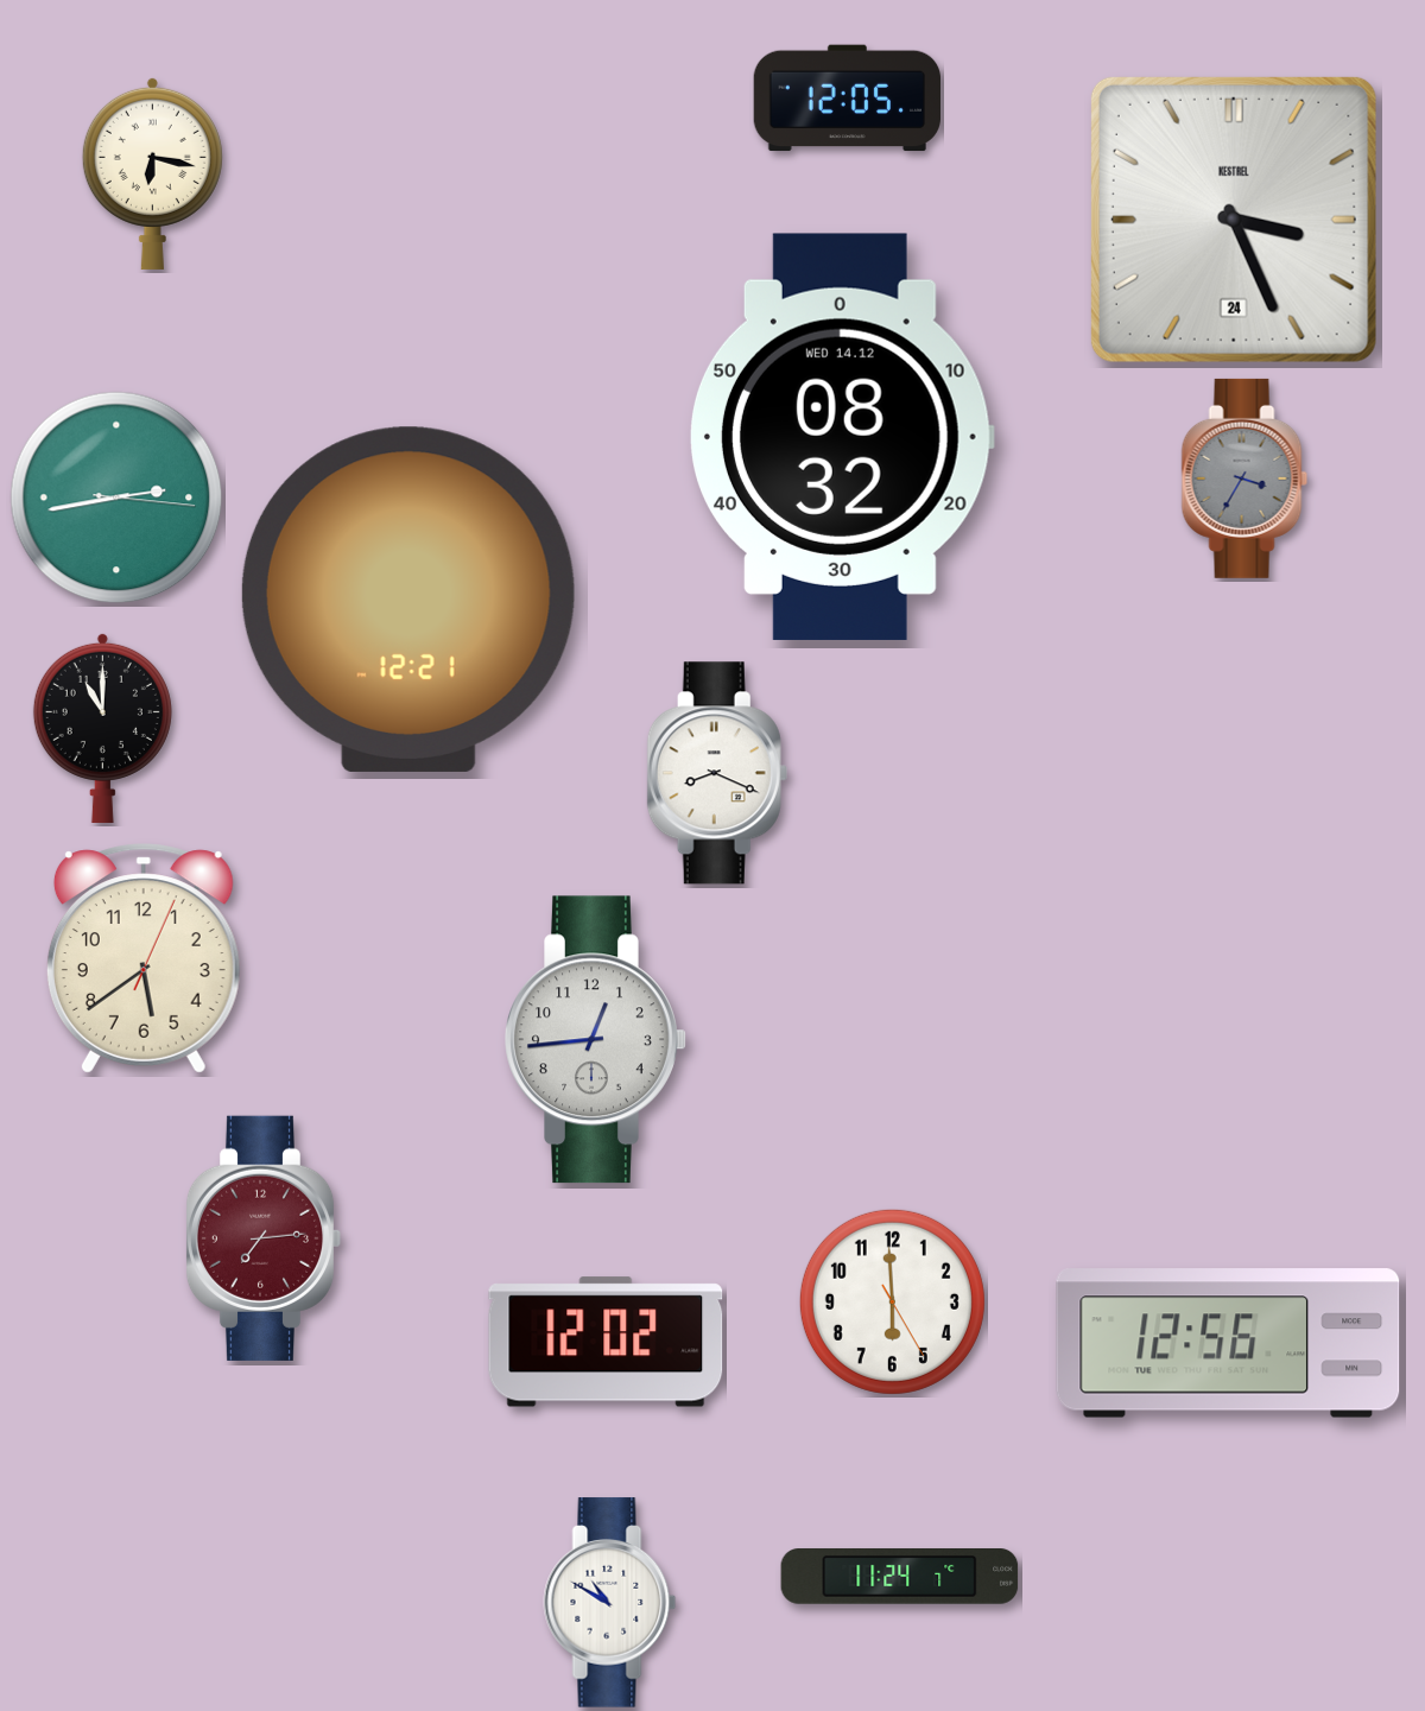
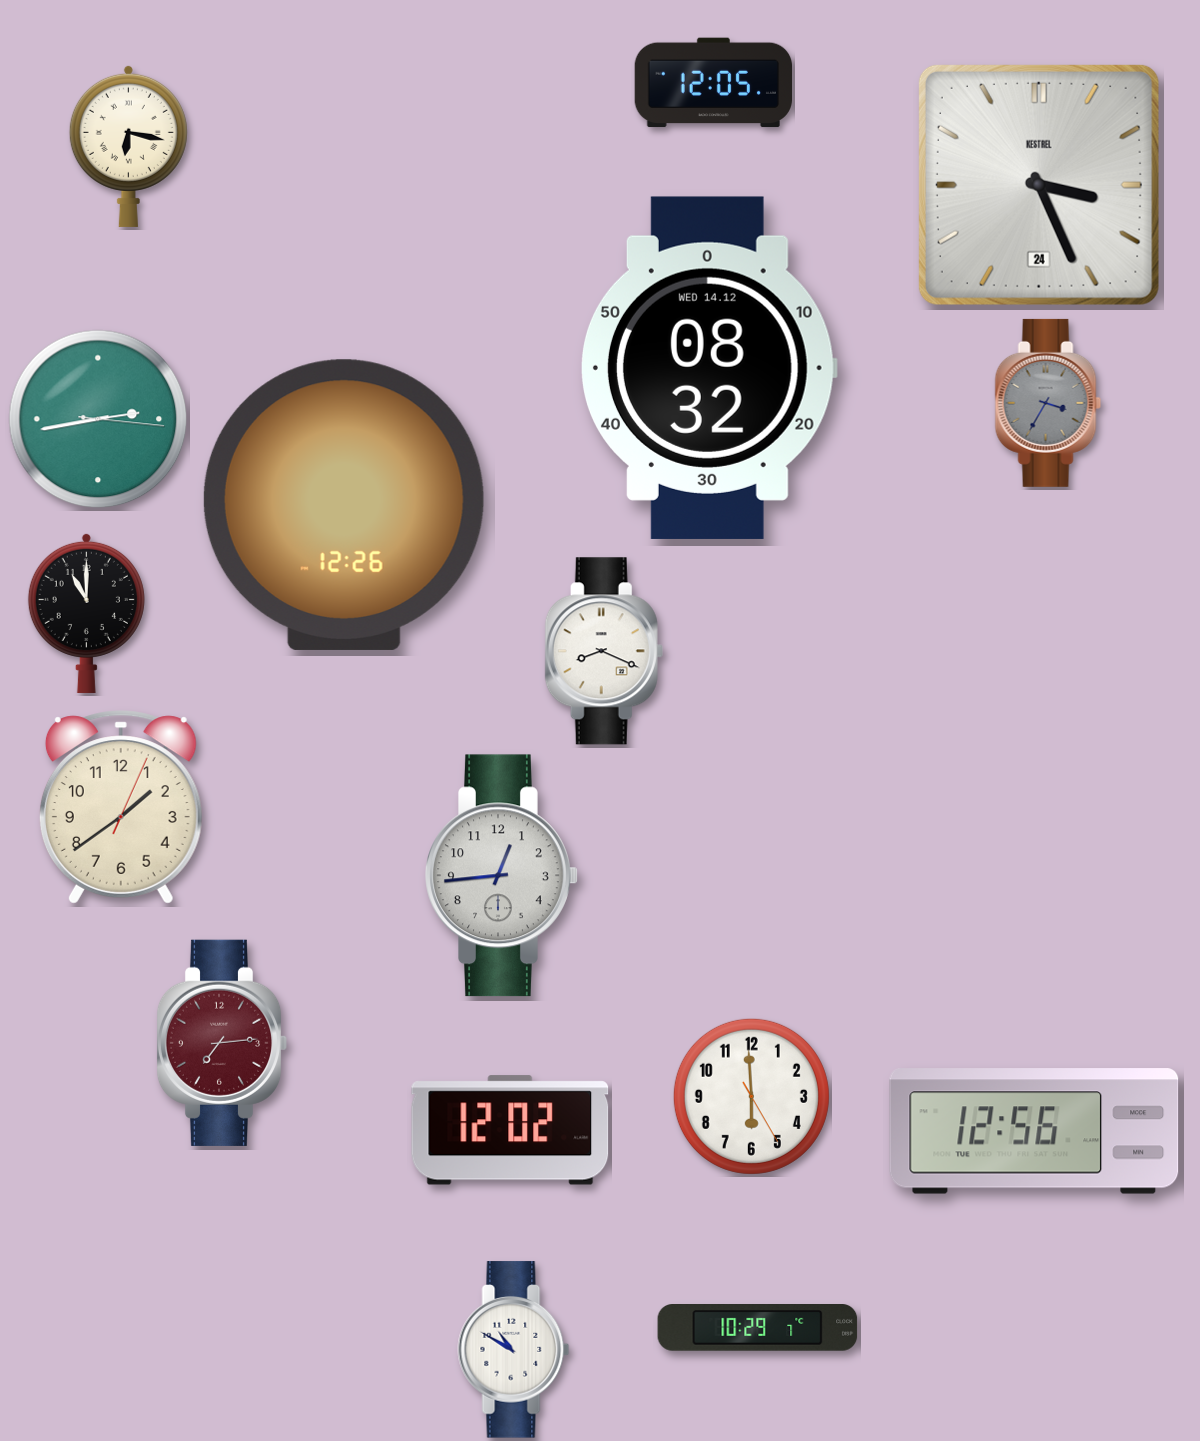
clock at (408, 600): 12:21 -> 12:26
clock at (144, 958): 5:39 -> 1:39
clock at (900, 1577): 11:24 -> 10:29
